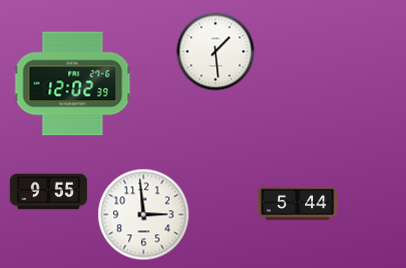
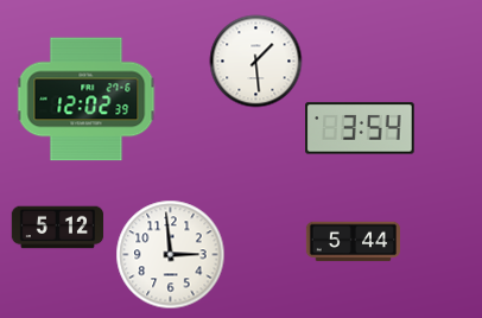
clock at (360, 128): none -> 3:54
clock at (48, 192): 9:55 -> 5:12
